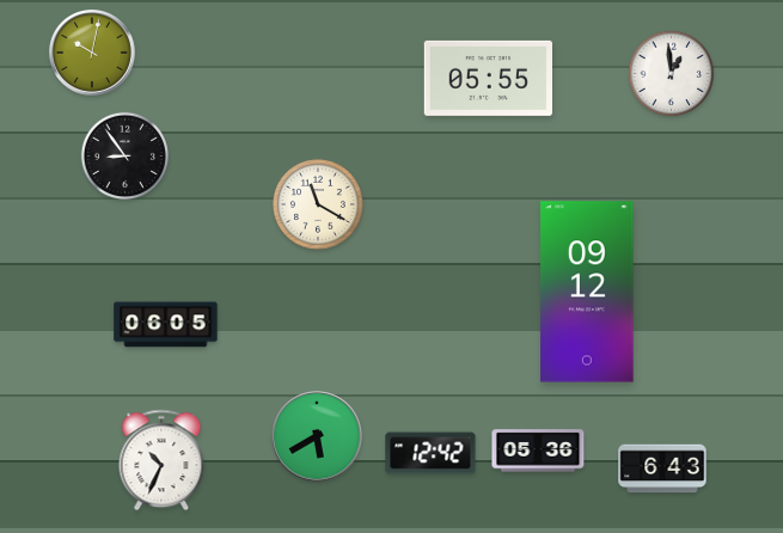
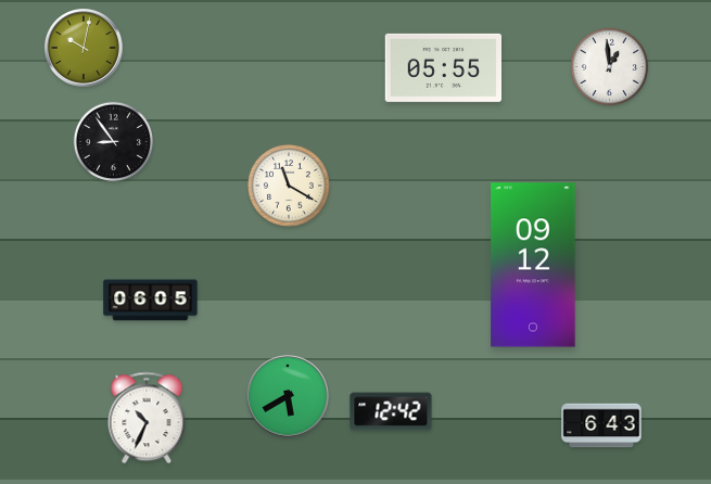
clock at (488, 78) position: (488, 78) -> (443, 67)
clock at (166, 325) position: (166, 325) -> (151, 301)
clock at (538, 451): 05:36 -> none
